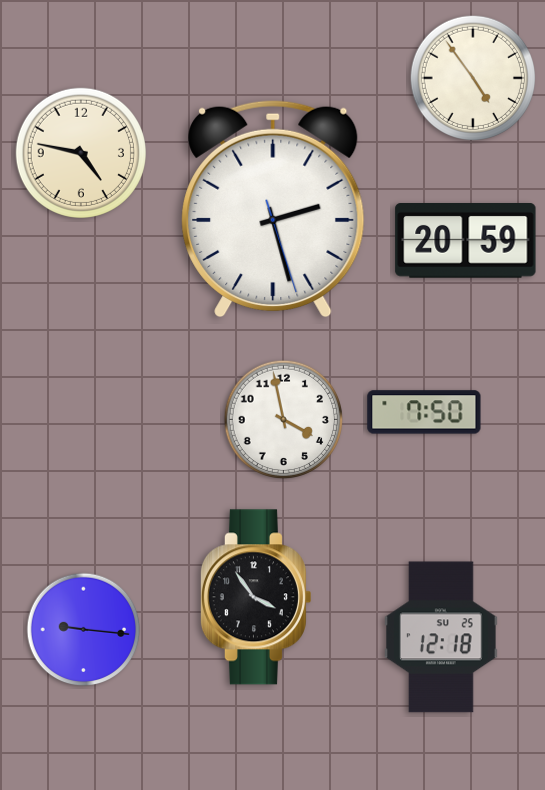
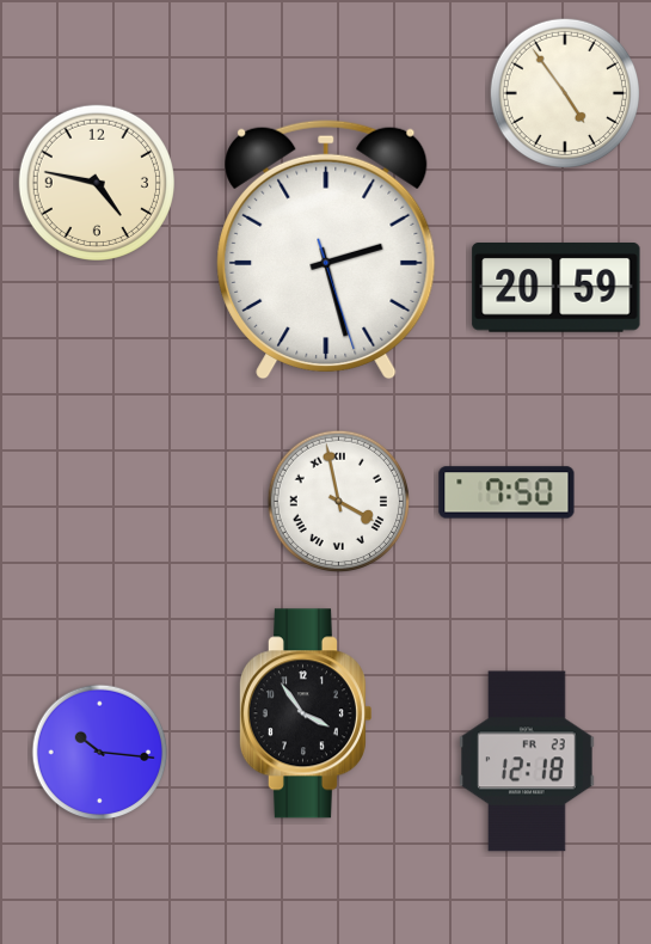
clock at (284, 420) numerals: Arabic -> Roman
clock at (84, 630): 9:16 -> 10:16
clock at (442, 637) date: SU 25 -> FR 23
